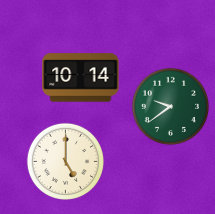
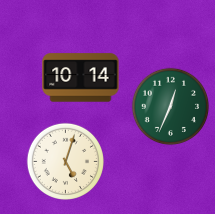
clock at (170, 106): 9:39 -> 12:34
clock at (65, 161): 5:00 -> 5:03
